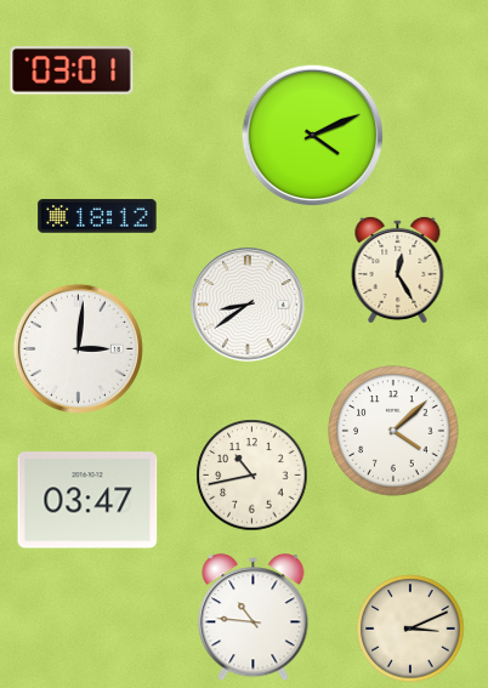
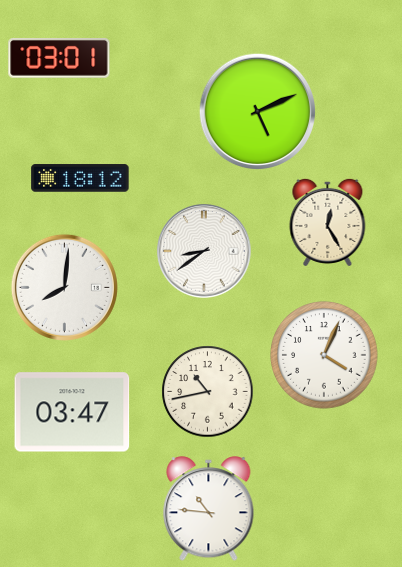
clock at (313, 136): 4:11 -> 5:11
clock at (78, 348): 3:01 -> 8:01
clock at (393, 431): 4:08 -> 4:04
clock at (410, 629): 3:11 -> none
